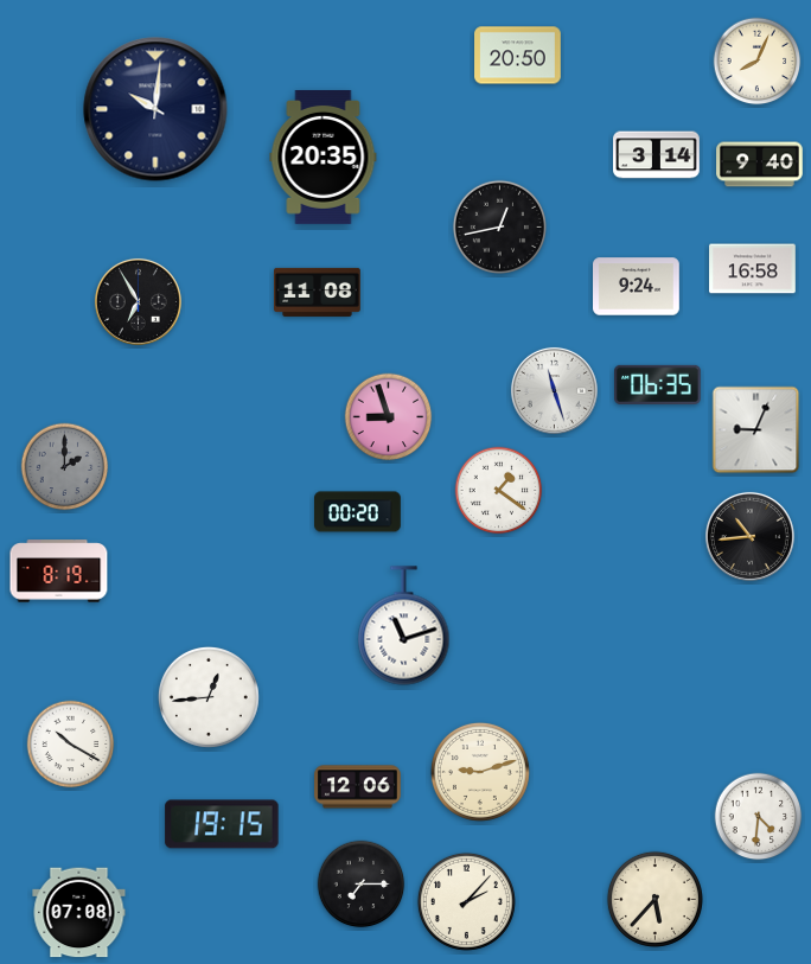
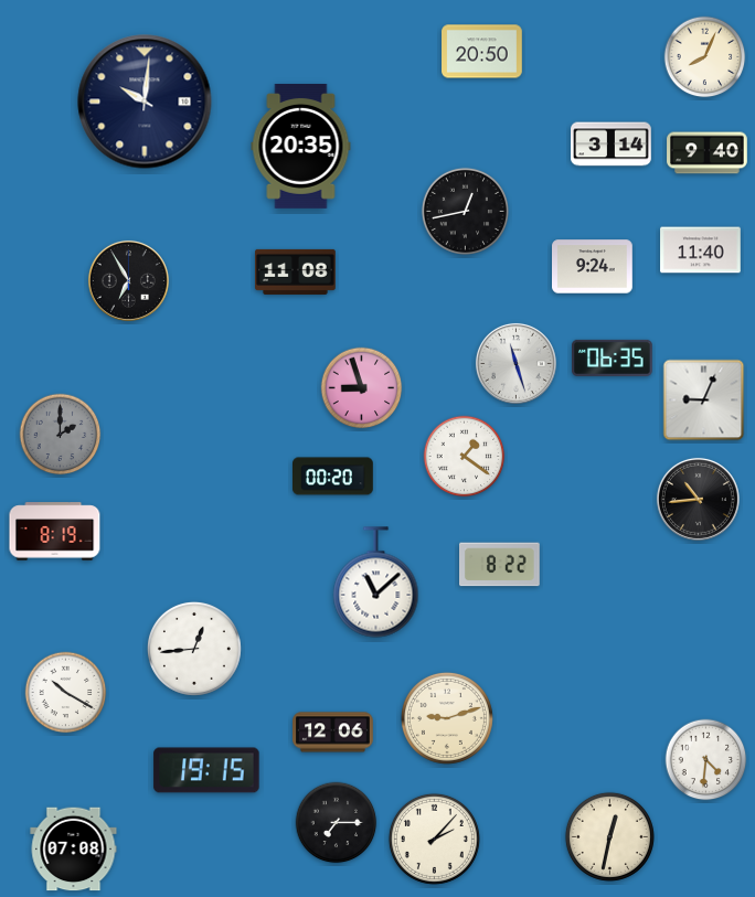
clock at (753, 269): 16:58 -> 11:40
clock at (500, 565): none -> 8:22
clock at (404, 626): 11:12 -> 11:08
clock at (222, 824) position: (222, 824) -> (206, 770)
clock at (654, 899): 5:37 -> 12:32
